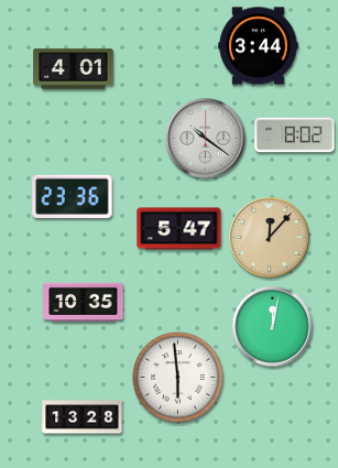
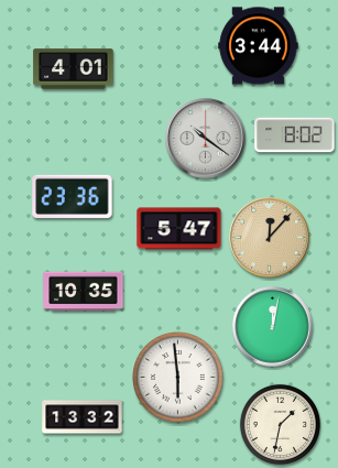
clock at (84, 303) position: (84, 303) -> (84, 292)
clock at (83, 417): 13:28 -> 13:32
clock at (280, 424): none -> 1:32
